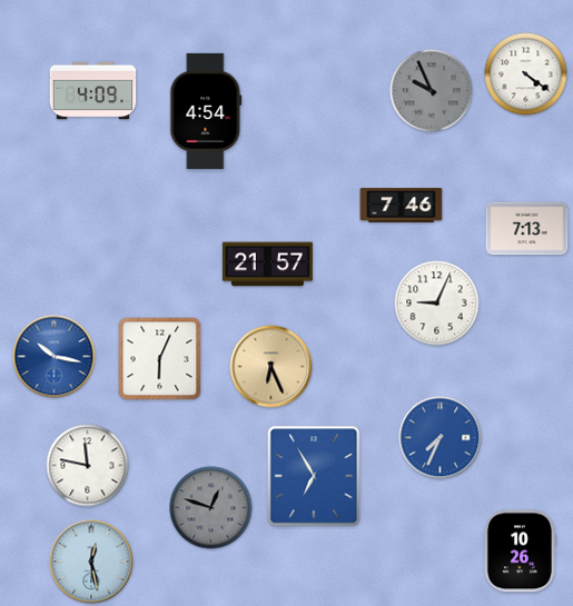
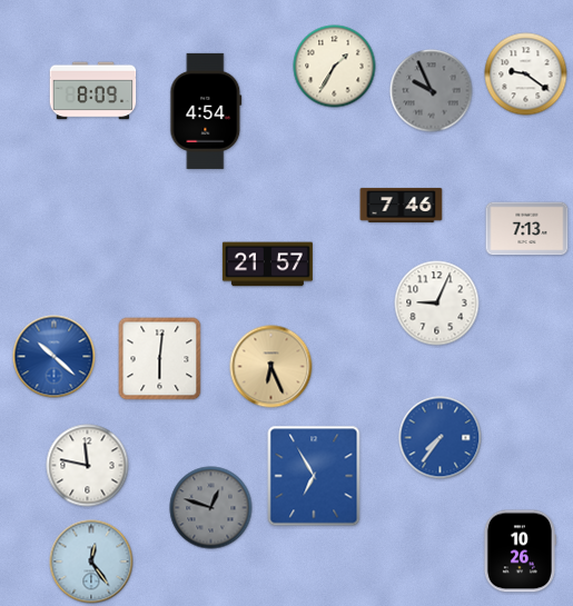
clock at (335, 67): none -> 1:35
clock at (526, 74): 4:21 -> 9:21
clock at (93, 91): 4:09 -> 8:09
clock at (55, 357): 10:17 -> 10:22
clock at (160, 359): 6:04 -> 6:01
clock at (441, 438): 7:34 -> 7:36
clock at (91, 562): 12:28 -> 12:24
